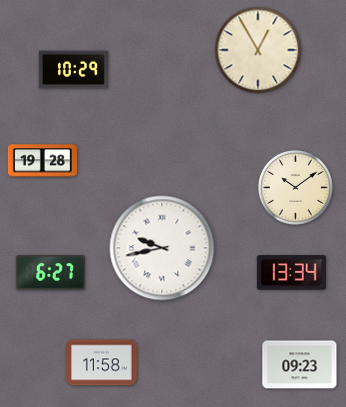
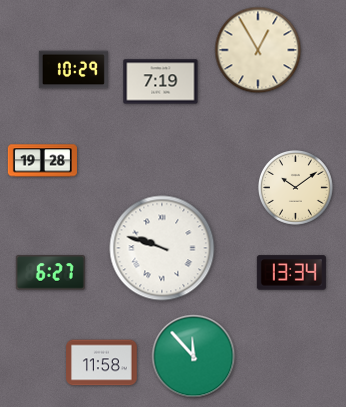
clock at (161, 82): none -> 7:19
clock at (162, 248): 9:43 -> 9:48
clock at (194, 357): none -> 11:53
clock at (300, 365): 09:23 -> none
